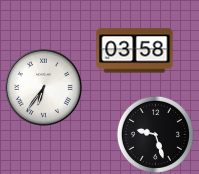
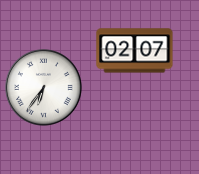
clock at (135, 51): 03:58 -> 02:07
clock at (155, 134): 9:27 -> none
